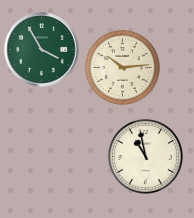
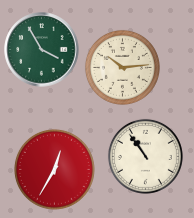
clock at (145, 156): 10:58 -> 10:54
clock at (54, 169): none -> 12:35
